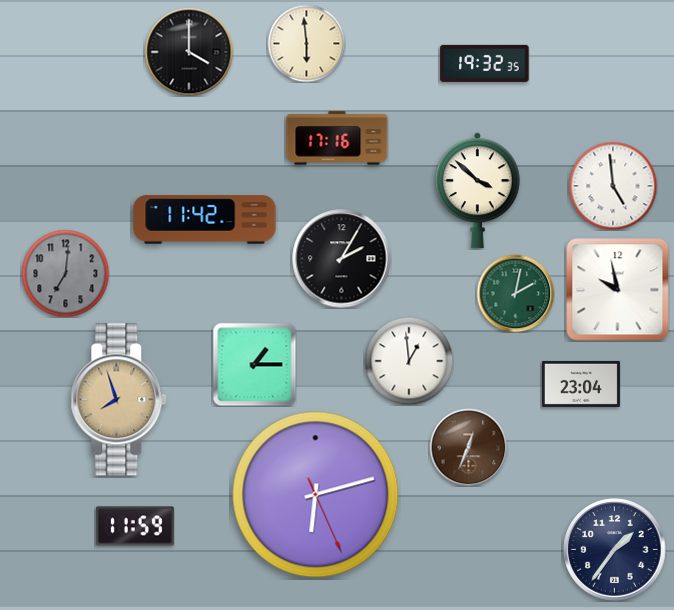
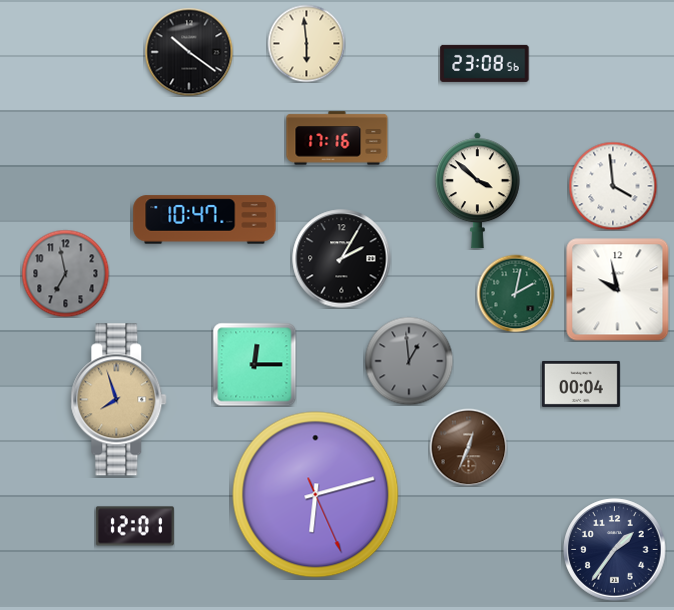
clock at (189, 52): 4:00 -> 10:21
clock at (485, 63): 19:32 -> 23:08
clock at (613, 186): 4:59 -> 3:59
clock at (205, 220): 11:42 -> 10:47
clock at (65, 273): 7:01 -> 6:58
clock at (409, 361) dial: white -> grey
clock at (254, 364): 1:15 -> 12:15
clock at (581, 384): 23:04 -> 00:04
clock at (135, 526): 11:59 -> 12:01
